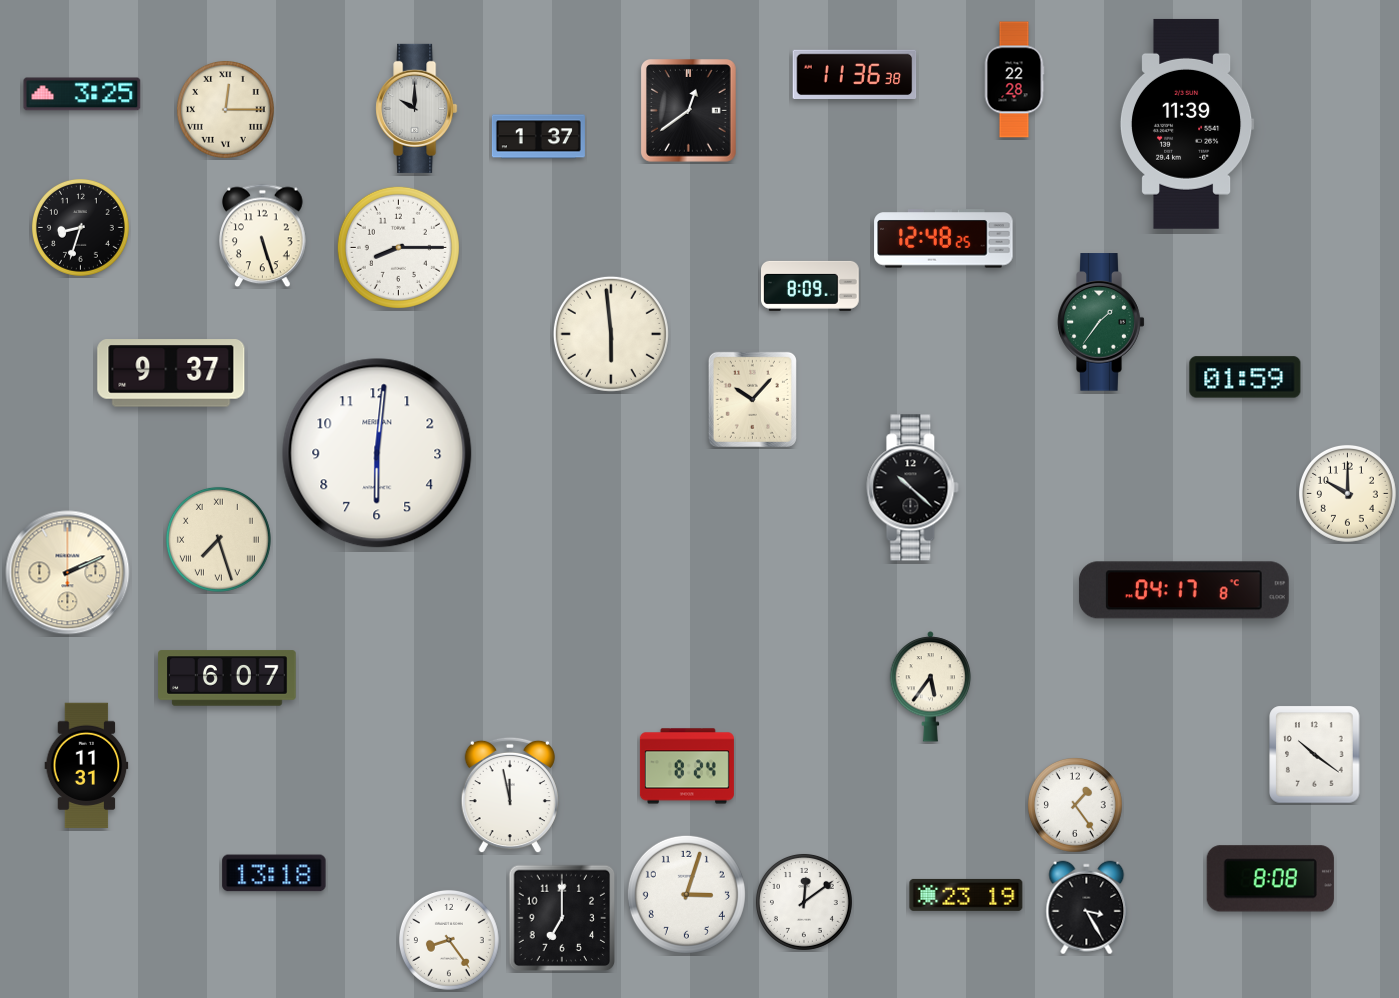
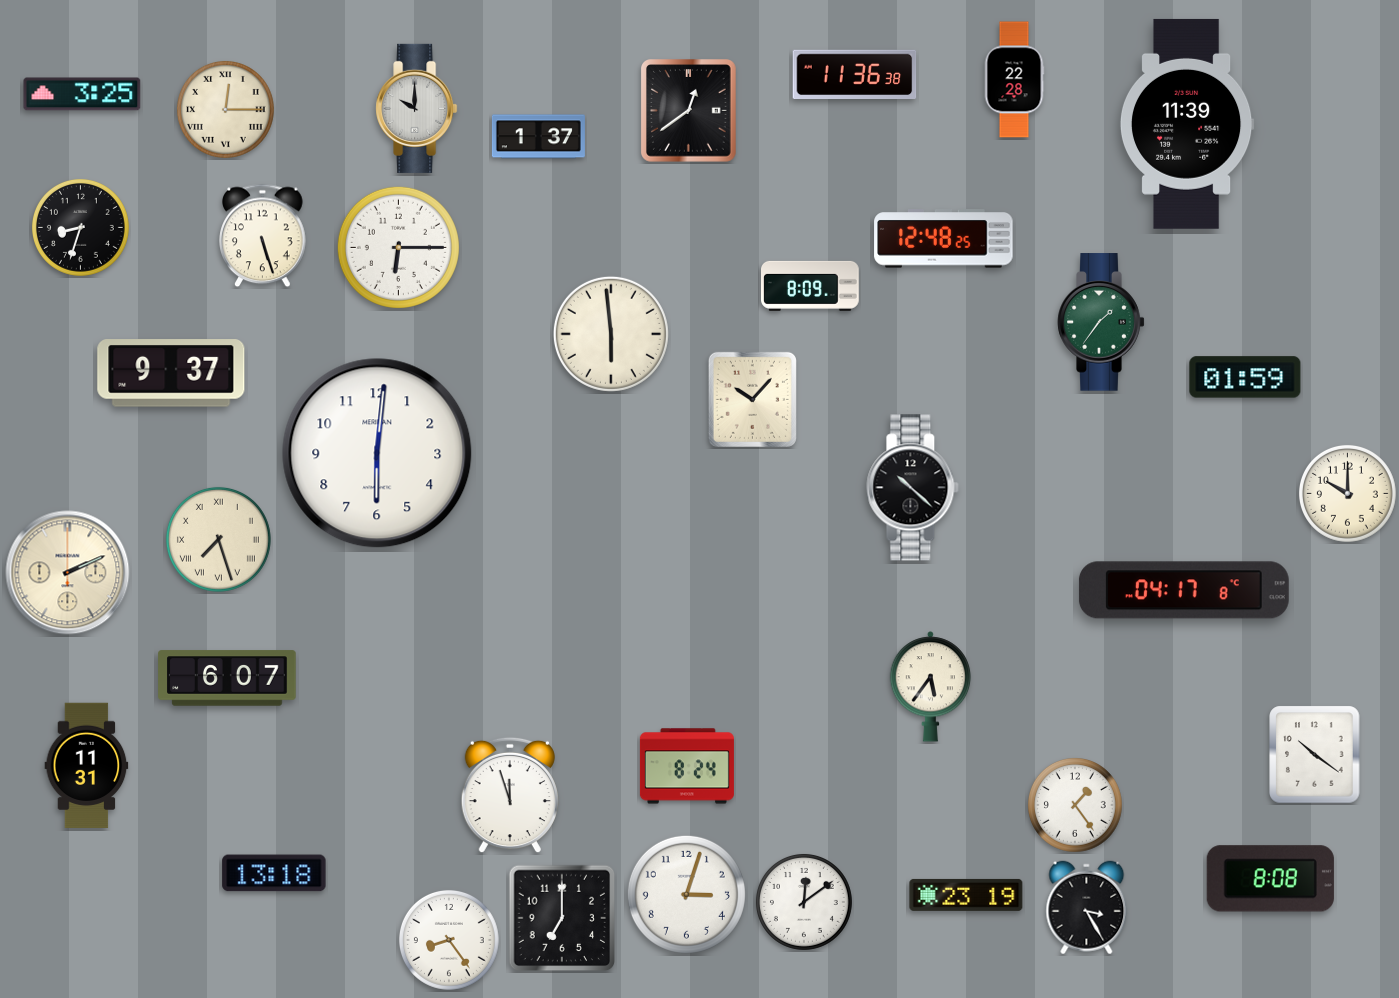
clock at (398, 247): 8:15 -> 6:15
clock at (510, 795): 11:58 -> 11:57
